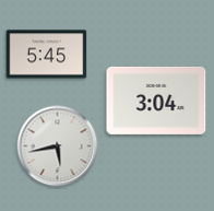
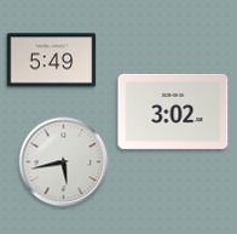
clock at (47, 55): 5:45 -> 5:49
clock at (156, 101): 3:04 -> 3:02
